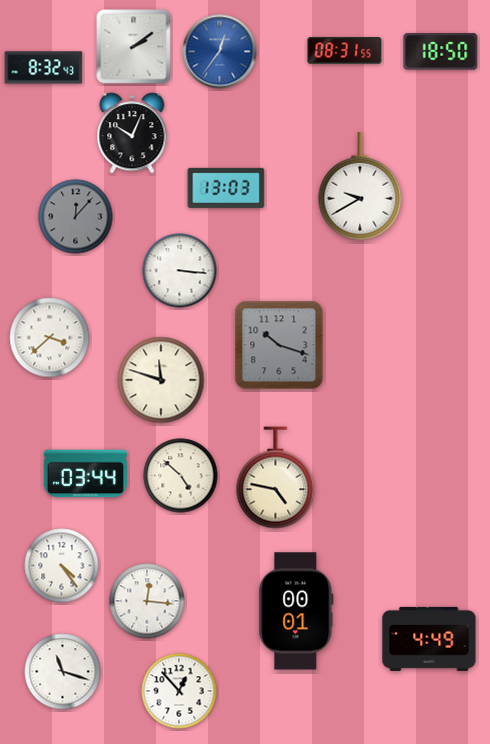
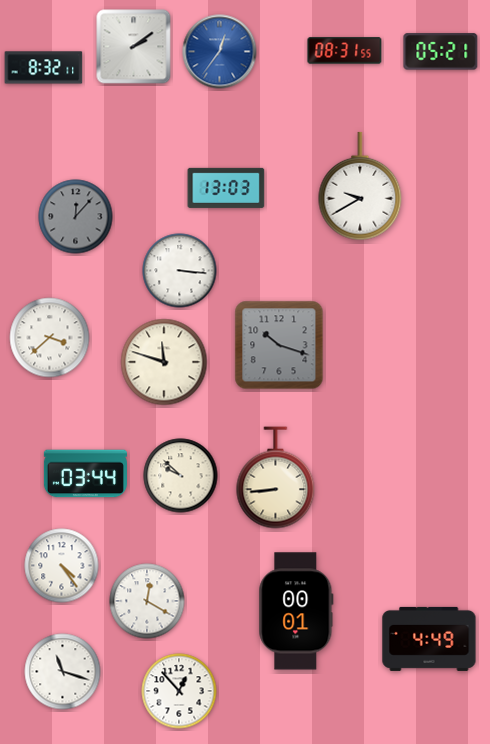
clock at (441, 52): 18:50 -> 05:21
clock at (44, 68): 8:32:43 -> 8:32:11
clock at (132, 133): 10:04 -> none
clock at (161, 380) position: (161, 380) -> (164, 362)
clock at (181, 476): 4:52 -> 9:52
clock at (276, 478): 4:47 -> 8:44
clock at (147, 601): 12:16 -> 12:20
